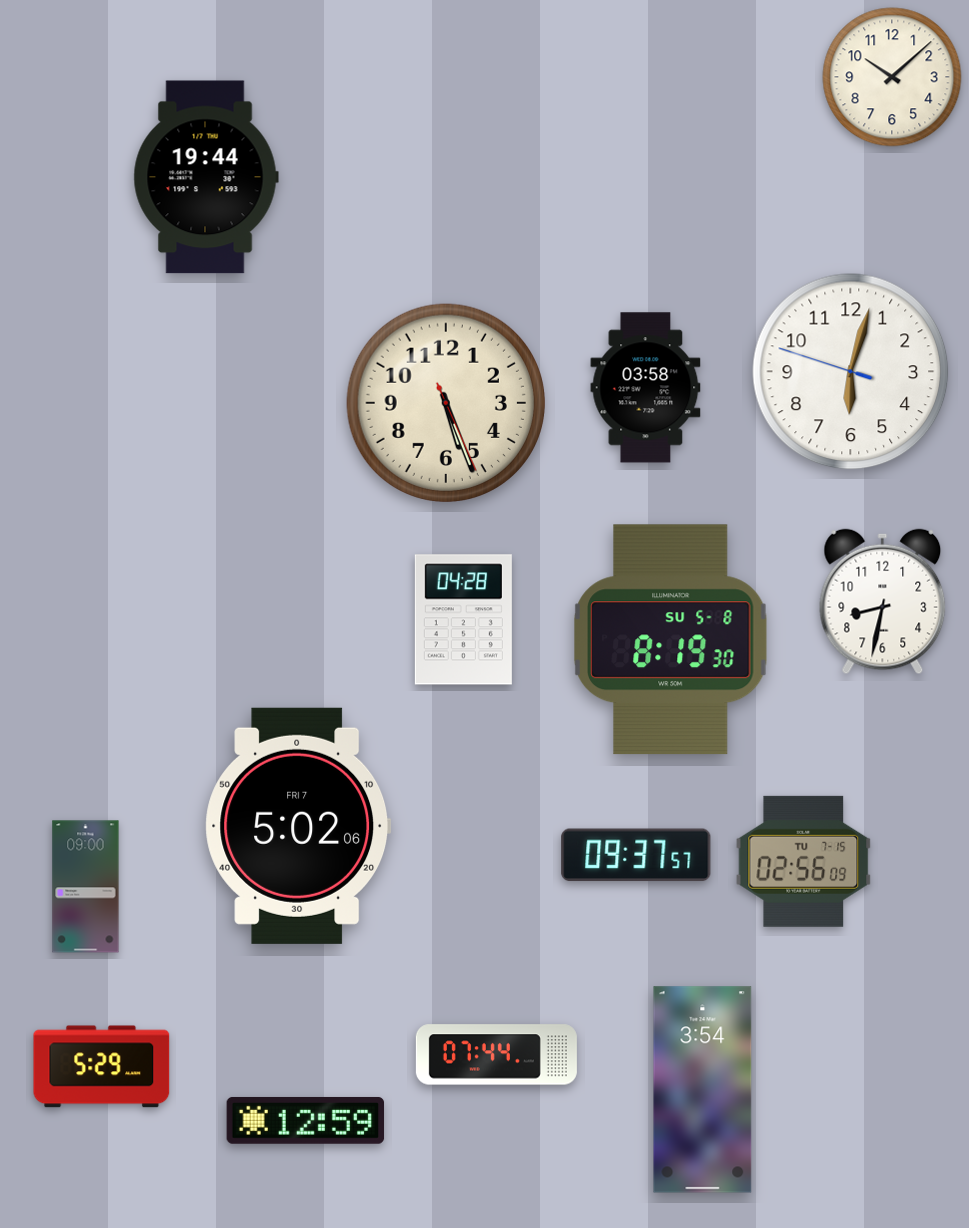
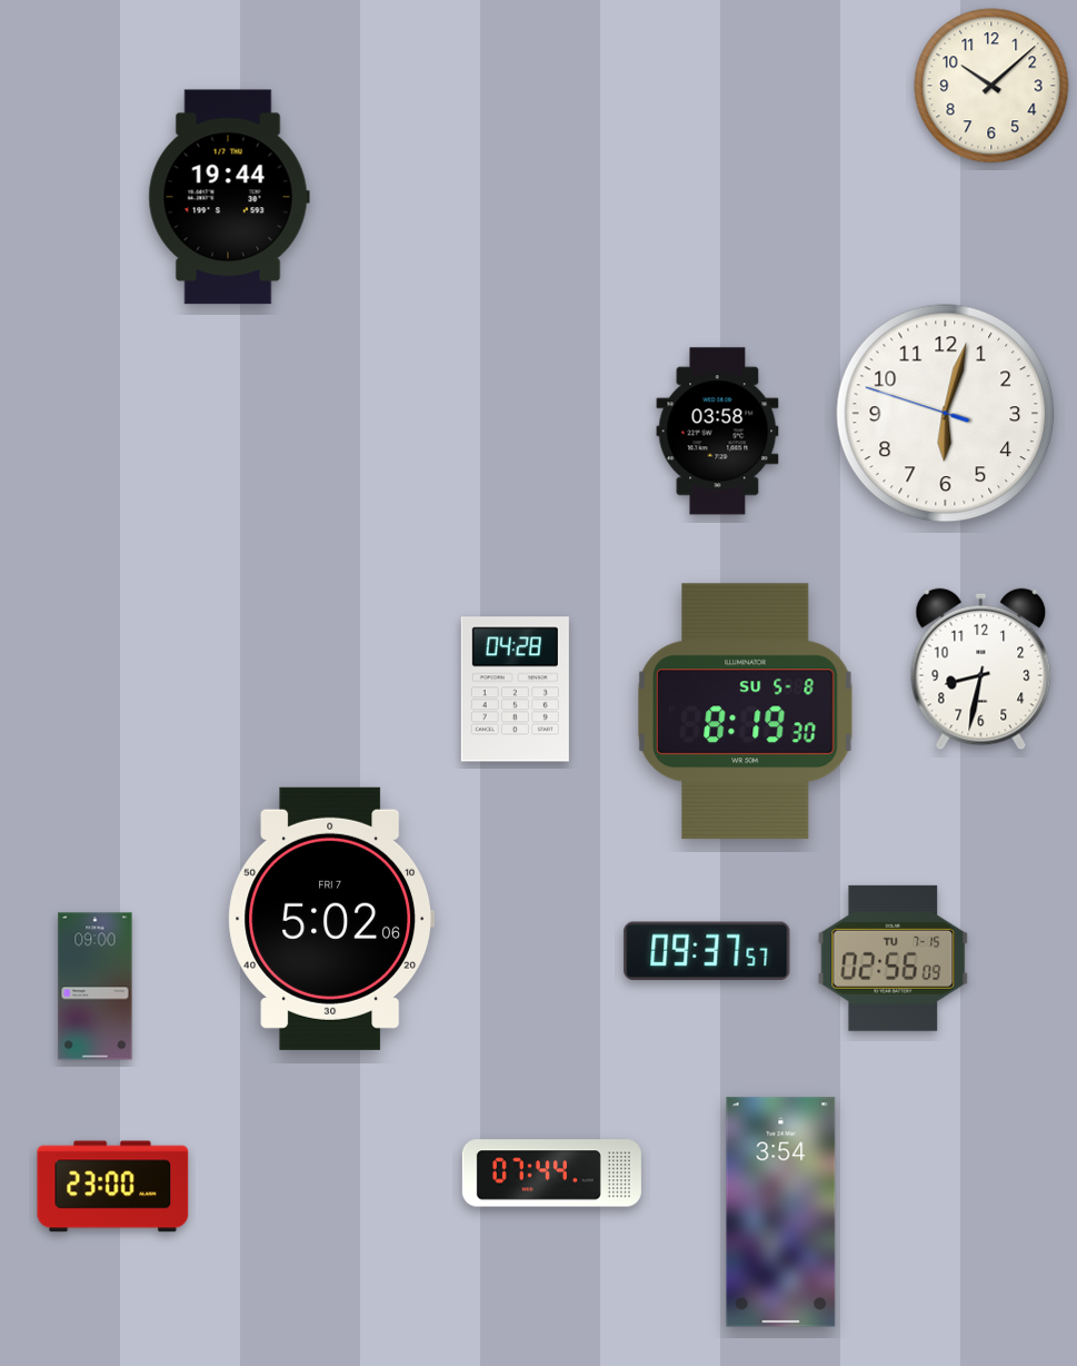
clock at (445, 402): 5:26 -> none
clock at (102, 1067): 5:29 -> 23:00
clock at (306, 1120): 12:59 -> none
